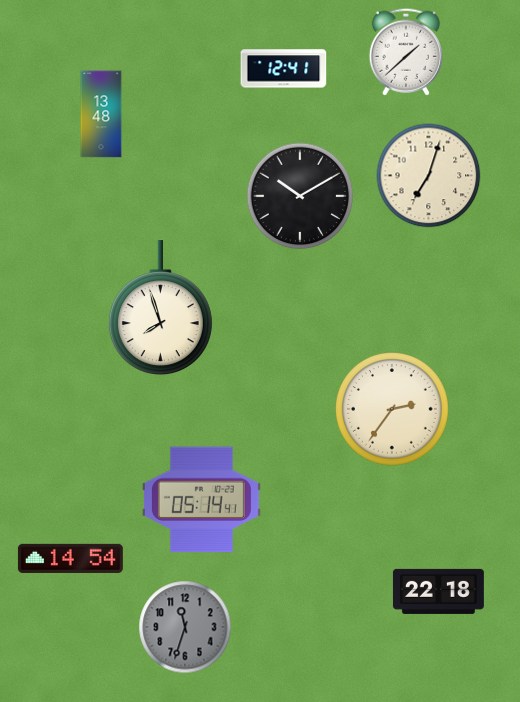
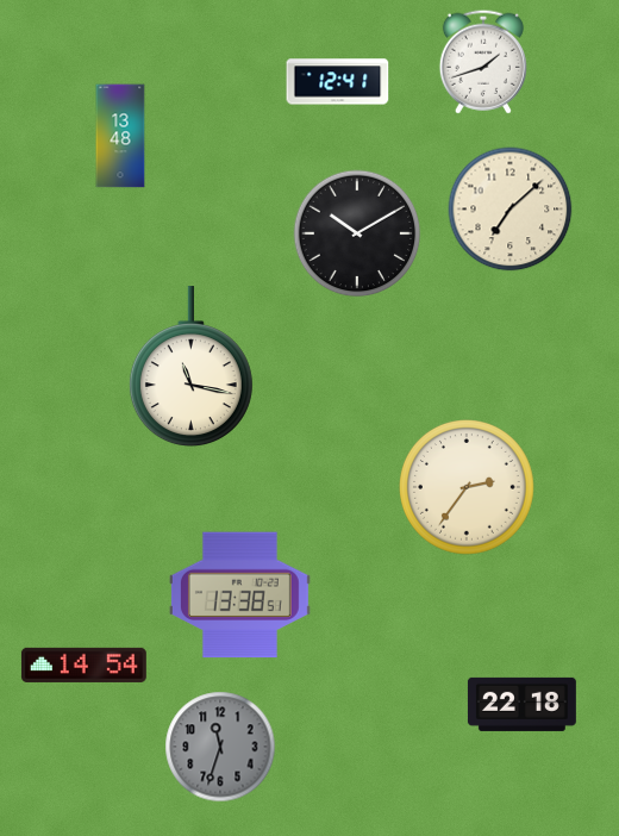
clock at (406, 52): 1:38 -> 1:42
clock at (429, 176): 7:03 -> 7:08
clock at (160, 308): 7:57 -> 11:17
clock at (201, 500): 05:14 -> 13:38
